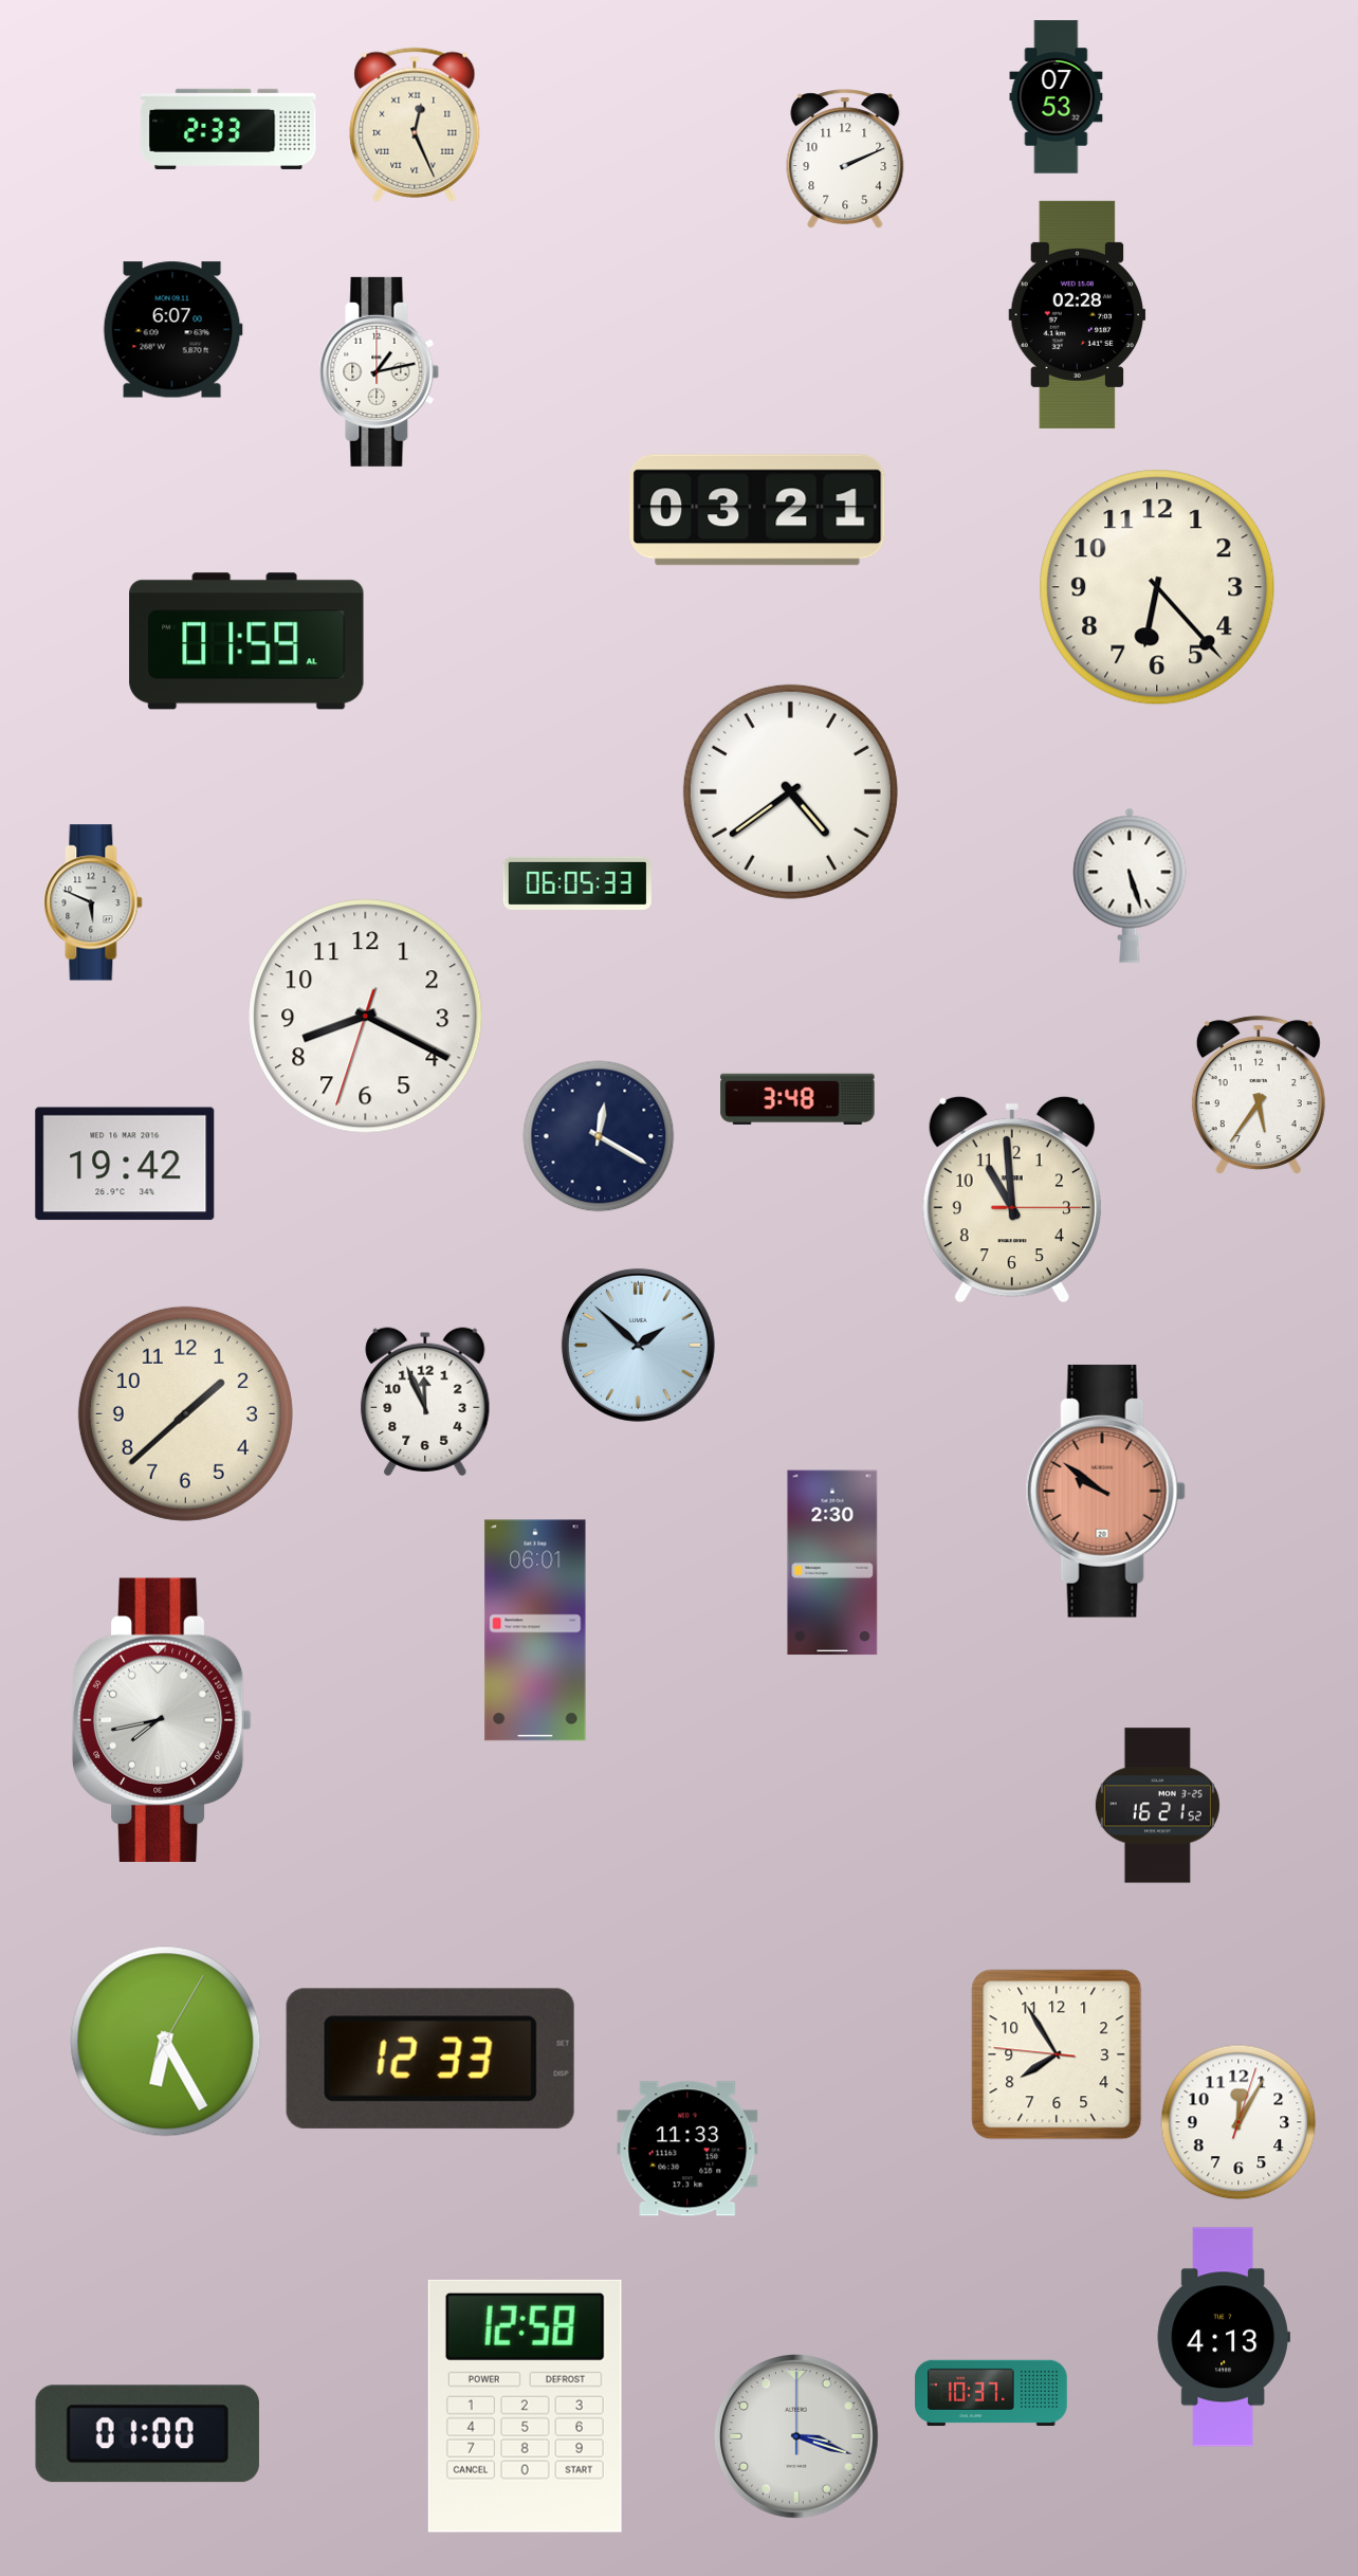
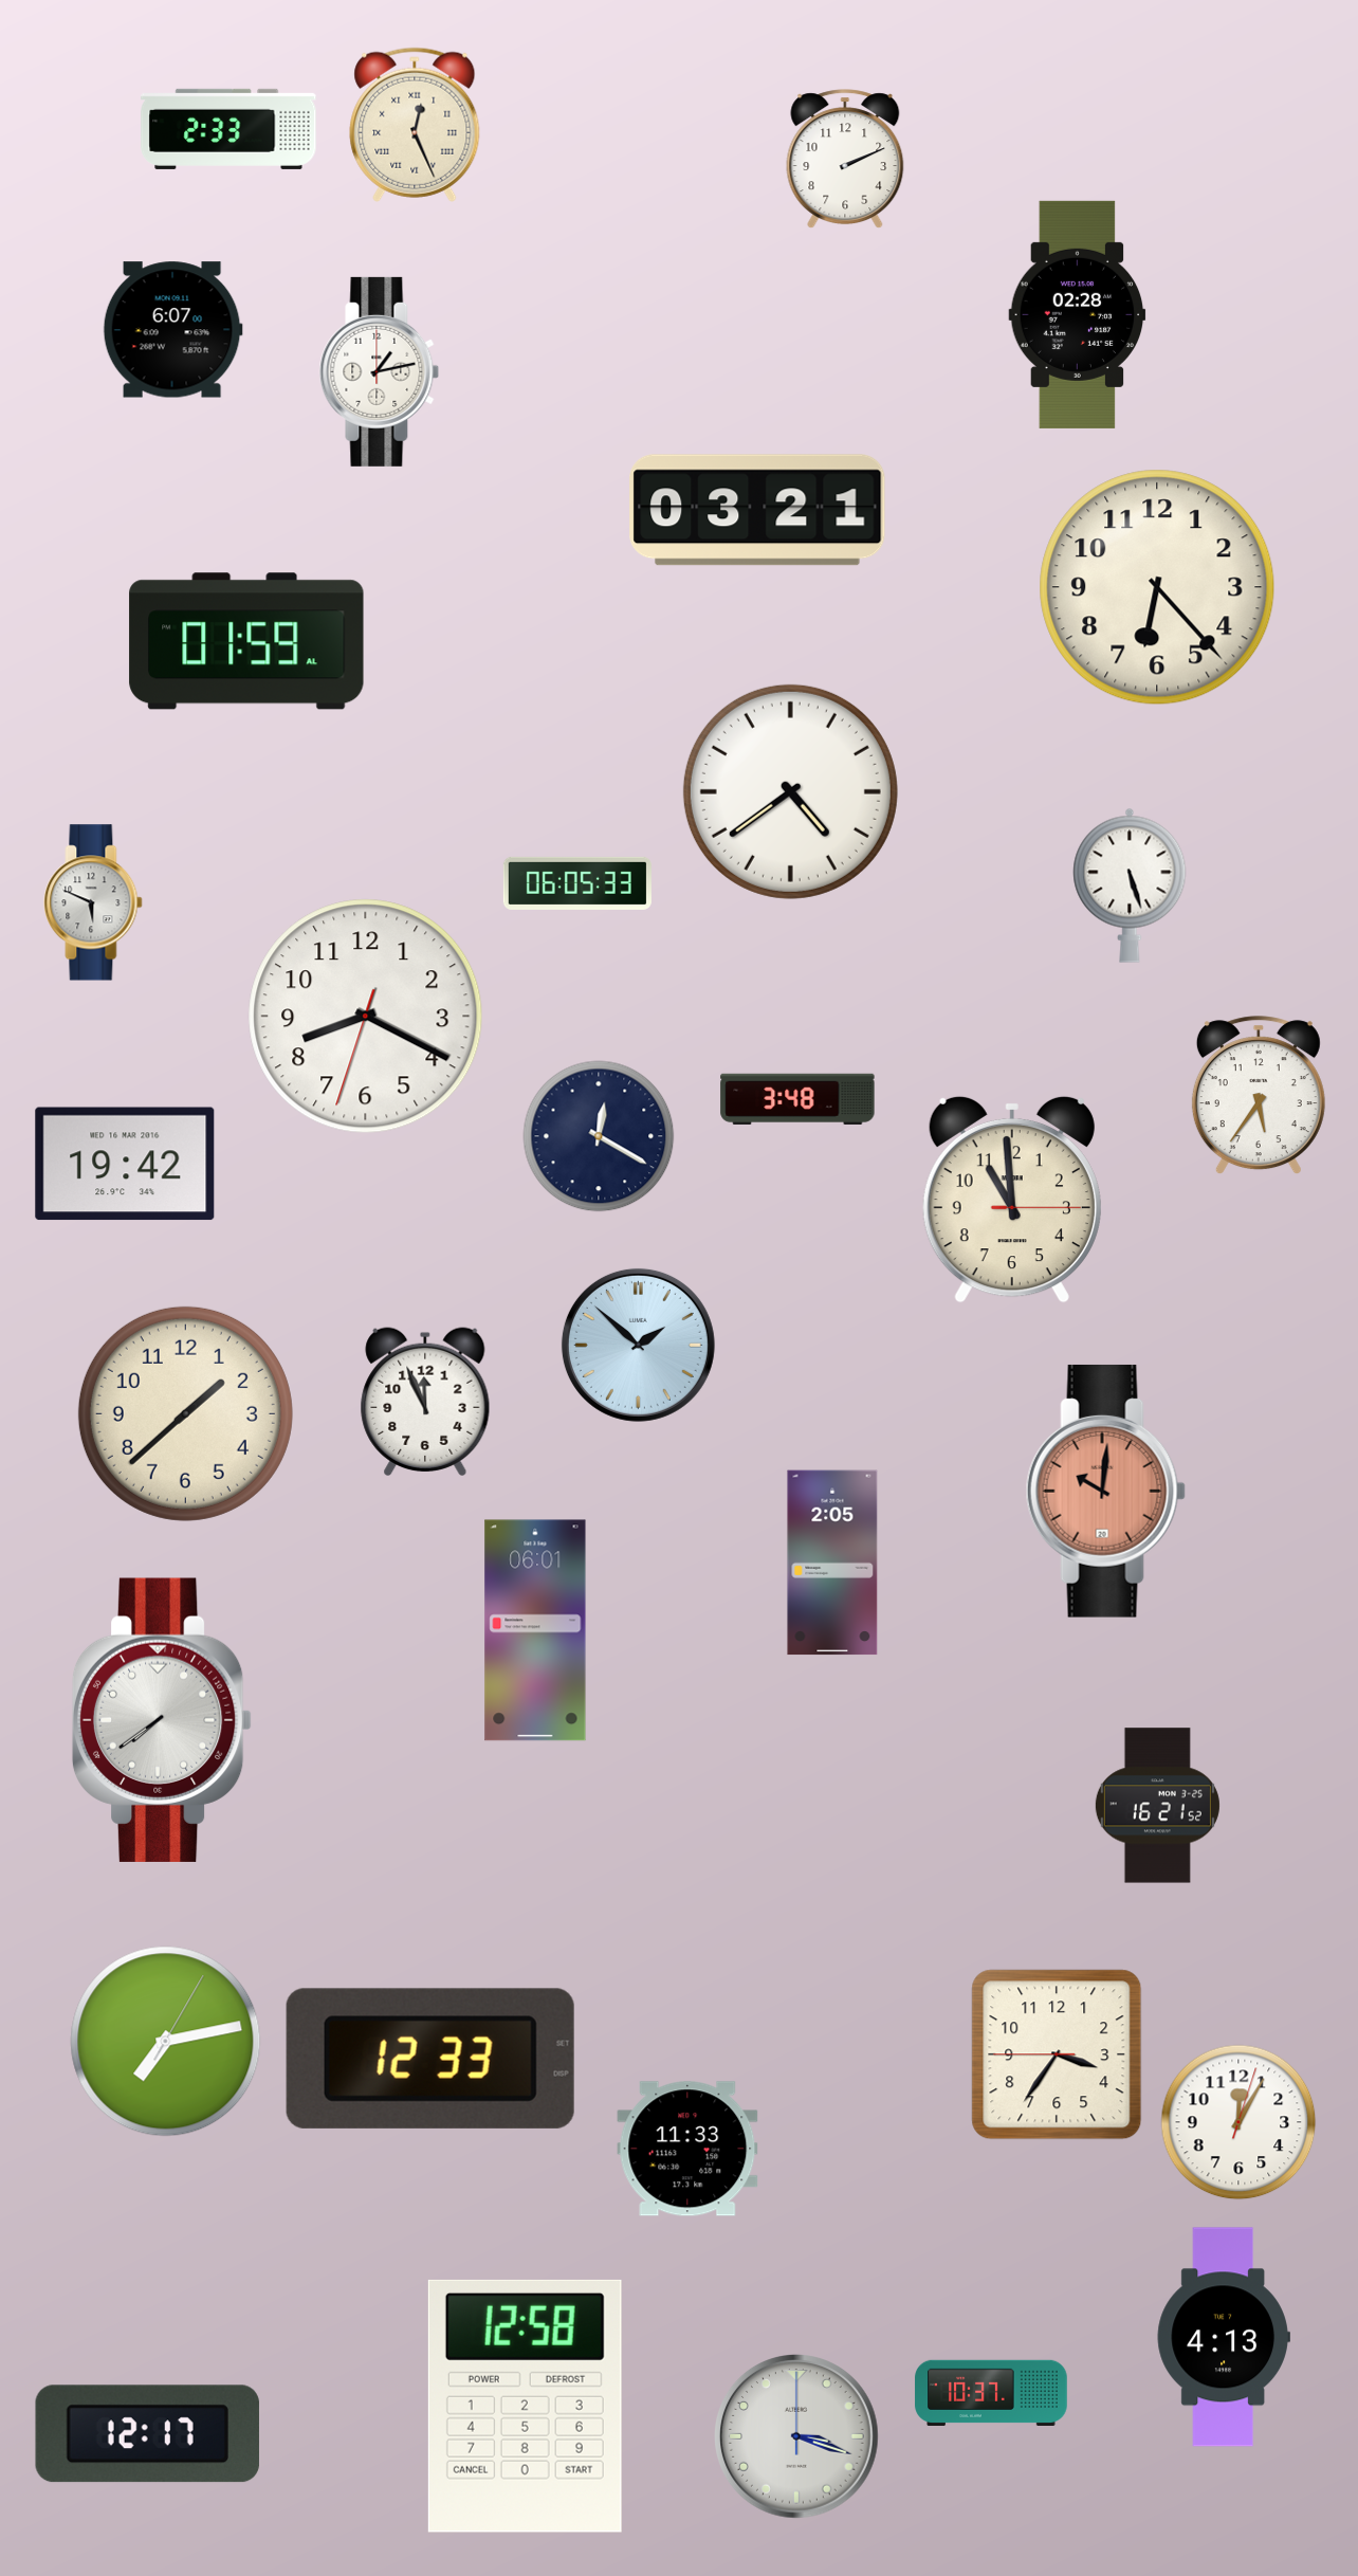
clock at (1057, 97): 07:53 -> none
clock at (1105, 1491): 9:51 -> 10:01
clock at (832, 1563): 2:30 -> 2:05
clock at (162, 1720): 7:43 -> 7:39
clock at (166, 2042): 6:25 -> 7:13
clock at (1057, 2054): 7:54 -> 3:35
clock at (147, 2434): 01:00 -> 12:17
